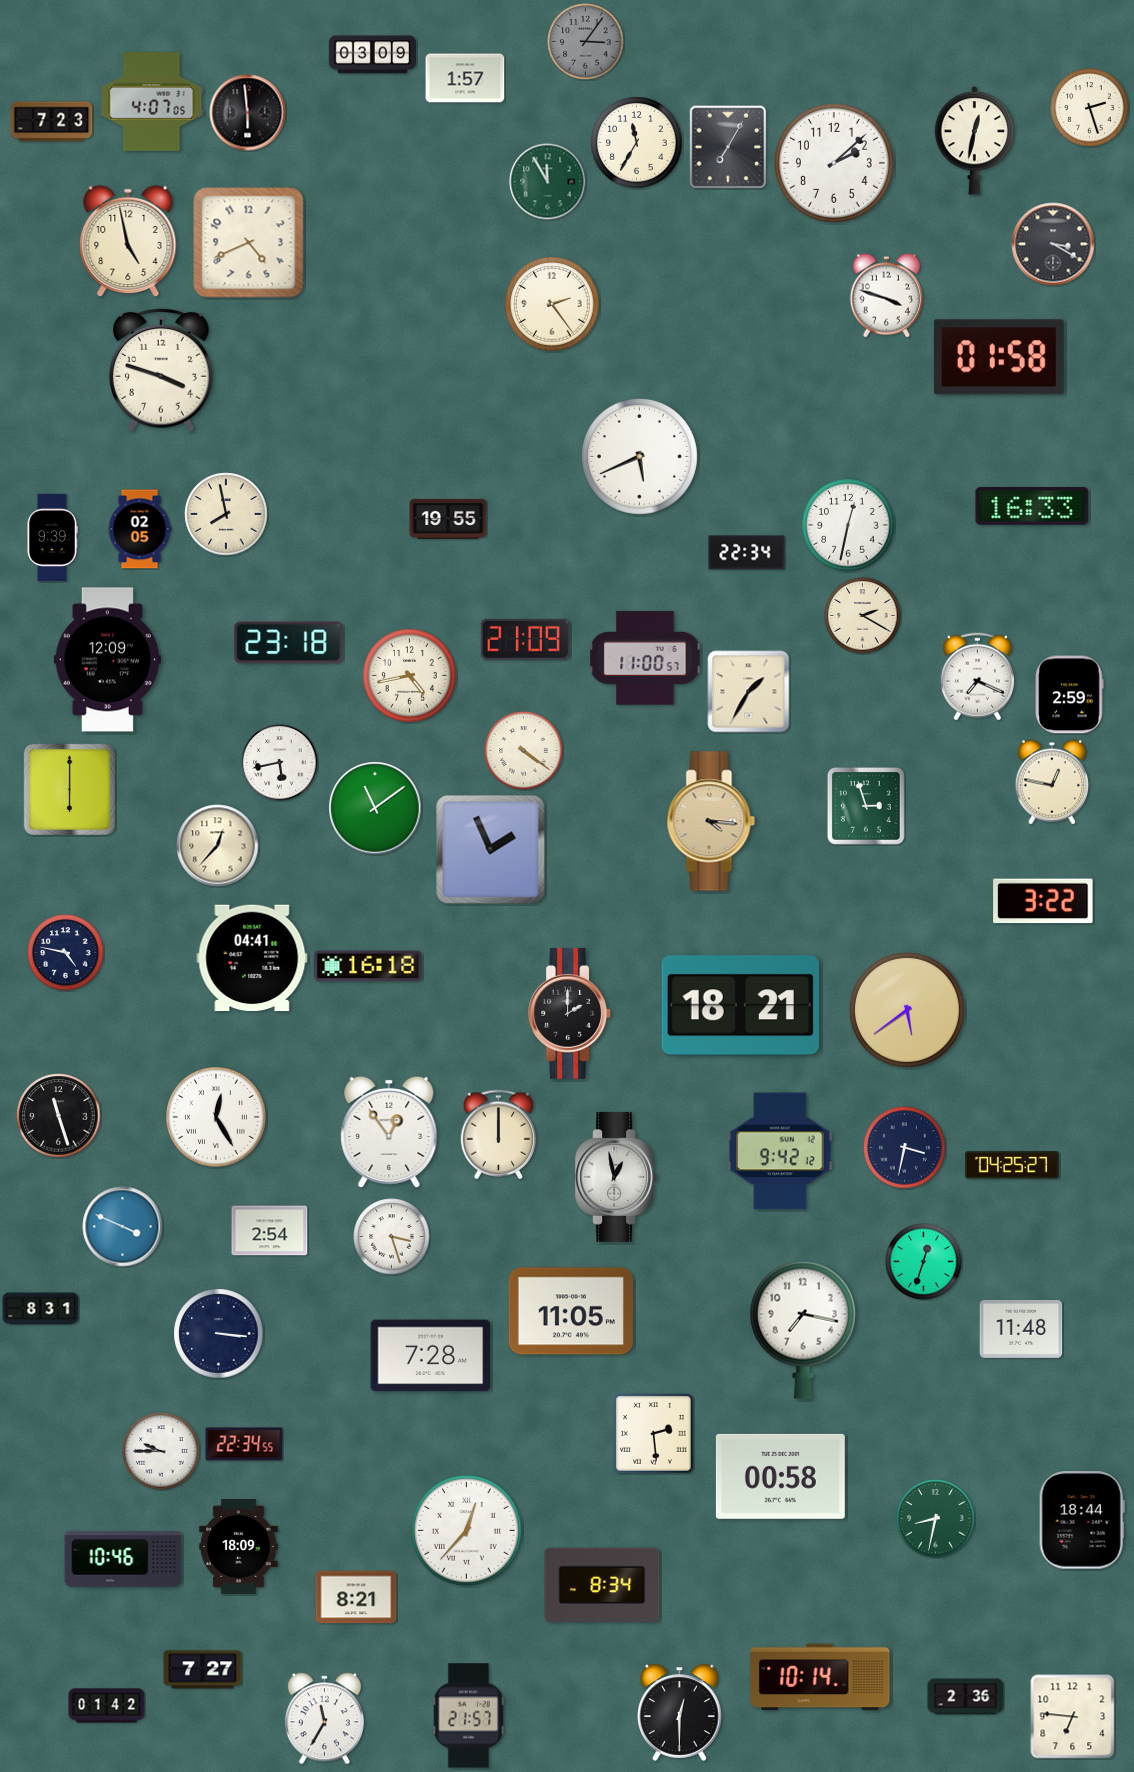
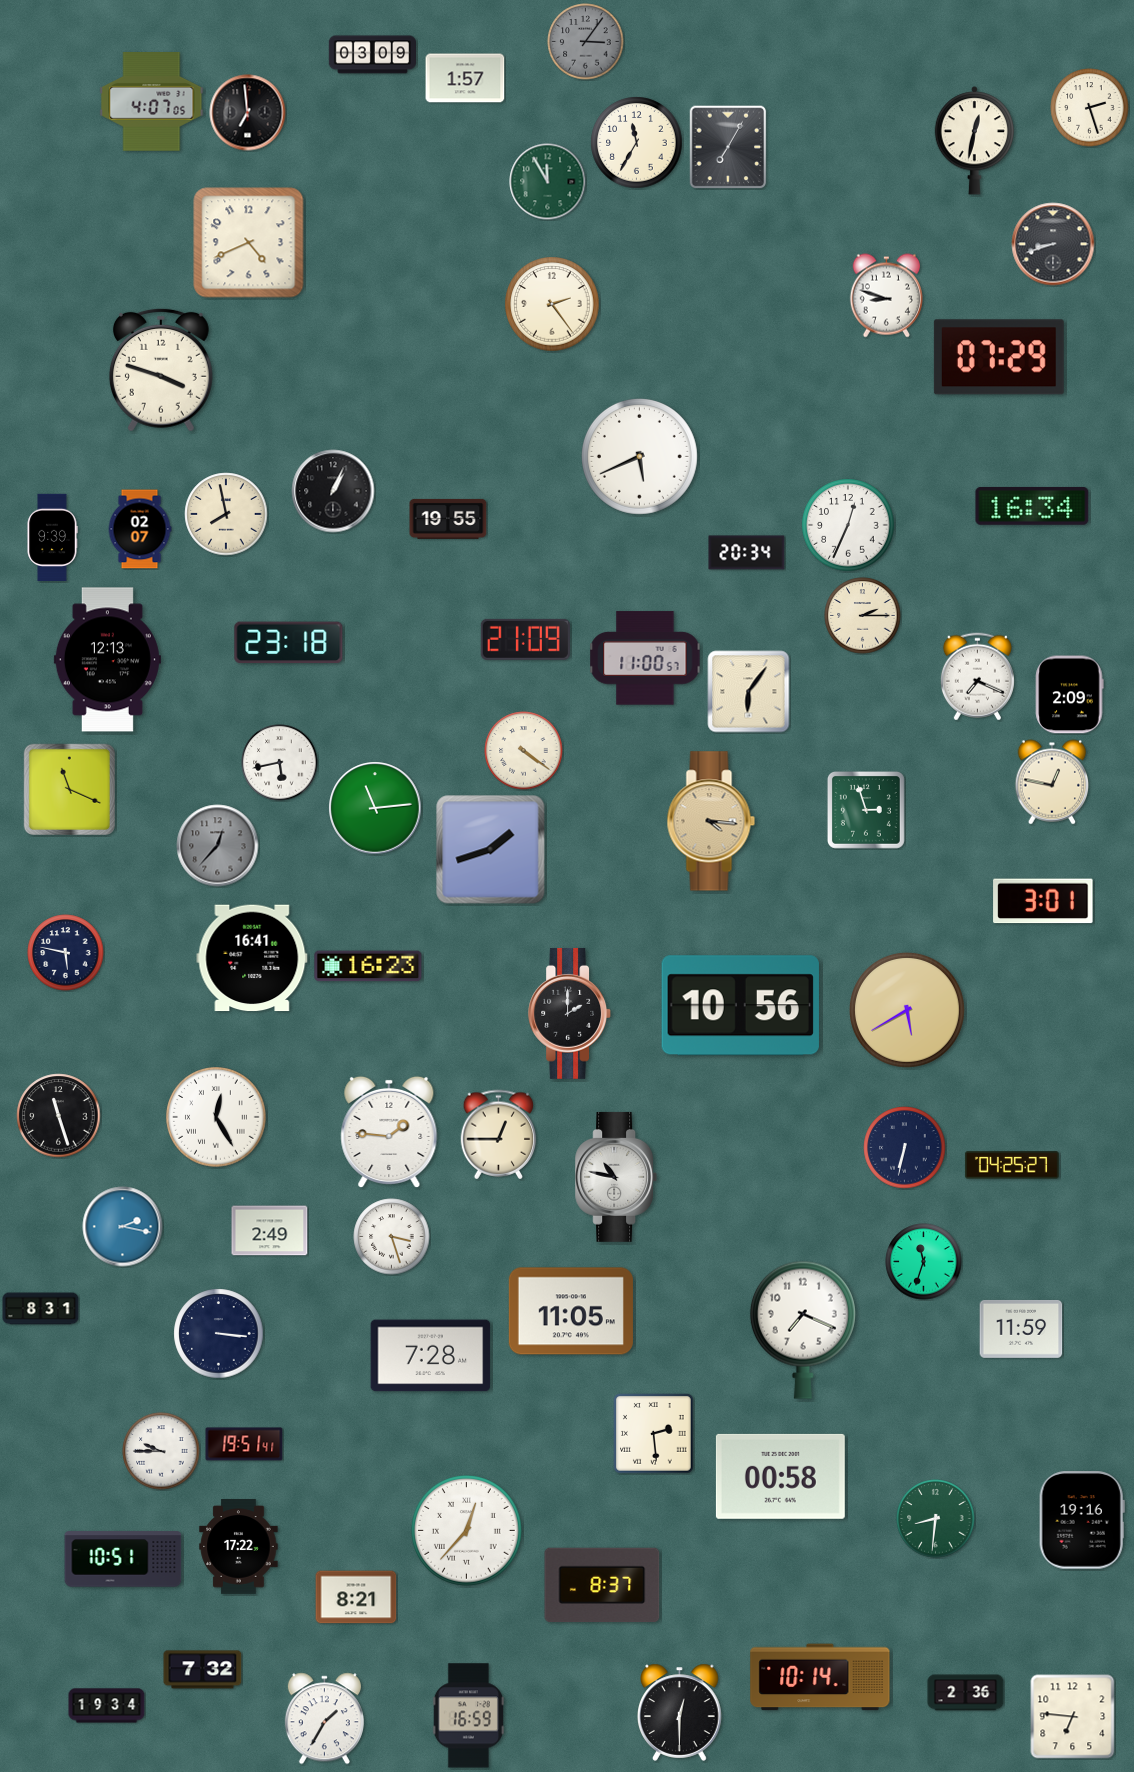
clock at (248, 113): 5:59 -> 6:59
clock at (52, 122): 7:23 -> none
clock at (834, 163): 2:08 -> none
clock at (128, 241): 4:58 -> none
clock at (1053, 244): 3:20 -> 8:42
clock at (886, 296): 3:48 -> 8:48
clock at (999, 357): 01:58 -> 07:29
clock at (333, 491): none -> 1:04
clock at (1032, 506): 16:33 -> 16:34
clock at (848, 525): 12:32 -> 12:34
clock at (140, 529): 02:05 -> 02:07
clock at (747, 553): 22:34 -> 20:34
clock at (863, 616): 2:20 -> 2:15
clock at (107, 660): 12:09 -> 12:13
clock at (410, 676): 4:43 -> none
clock at (749, 692): 1:35 -> 6:06
clock at (1070, 695): 2:59 -> 2:09
clock at (69, 789): 6:00 -> 11:19
clock at (866, 806) position: (866, 806) -> (866, 810)
clock at (375, 808): 11:09 -> 11:14
clock at (218, 846) dial: cream -> grey
clock at (491, 850): 1:56 -> 1:42
clock at (1043, 901): 3:22 -> 3:01
clock at (66, 953): 4:47 -> 5:47
clock at (252, 958): 04:41 -> 16:41
clock at (368, 966): 16:18 -> 16:23
clock at (740, 1006): 18:21 -> 10:56
clock at (907, 1010): 5:39 -> 5:40
clock at (389, 1132): 12:54 -> 1:46
clock at (499, 1135): 12:00 -> 12:45
clock at (905, 1148): 3:32 -> 6:32
clock at (780, 1151): 9:42 -> none
clock at (616, 1177): 12:58 -> 10:47
clock at (123, 1227): 3:49 -> 2:17
clock at (270, 1231): 2:54 -> 2:49
clock at (924, 1262): 12:33 -> 11:33
clock at (1021, 1329): 11:48 -> 11:59
clock at (803, 1330): 7:17 -> 7:19
clock at (244, 1444): 22:34 -> 19:51
clock at (936, 1519): 8:32 -> 8:31
clock at (1082, 1520): 18:44 -> 19:16
clock at (239, 1547): 18:09 -> 17:22
clock at (123, 1559): 10:46 -> 10:51
clock at (602, 1585): 8:34 -> 8:37
clock at (203, 1670): 7:27 -> 7:32
clock at (966, 1697) position: (966, 1697) -> (966, 1693)
clock at (107, 1706): 01:42 -> 19:34
clock at (468, 1716): 21:57 -> 16:59
clock at (324, 1719): 11:35 -> 1:35
